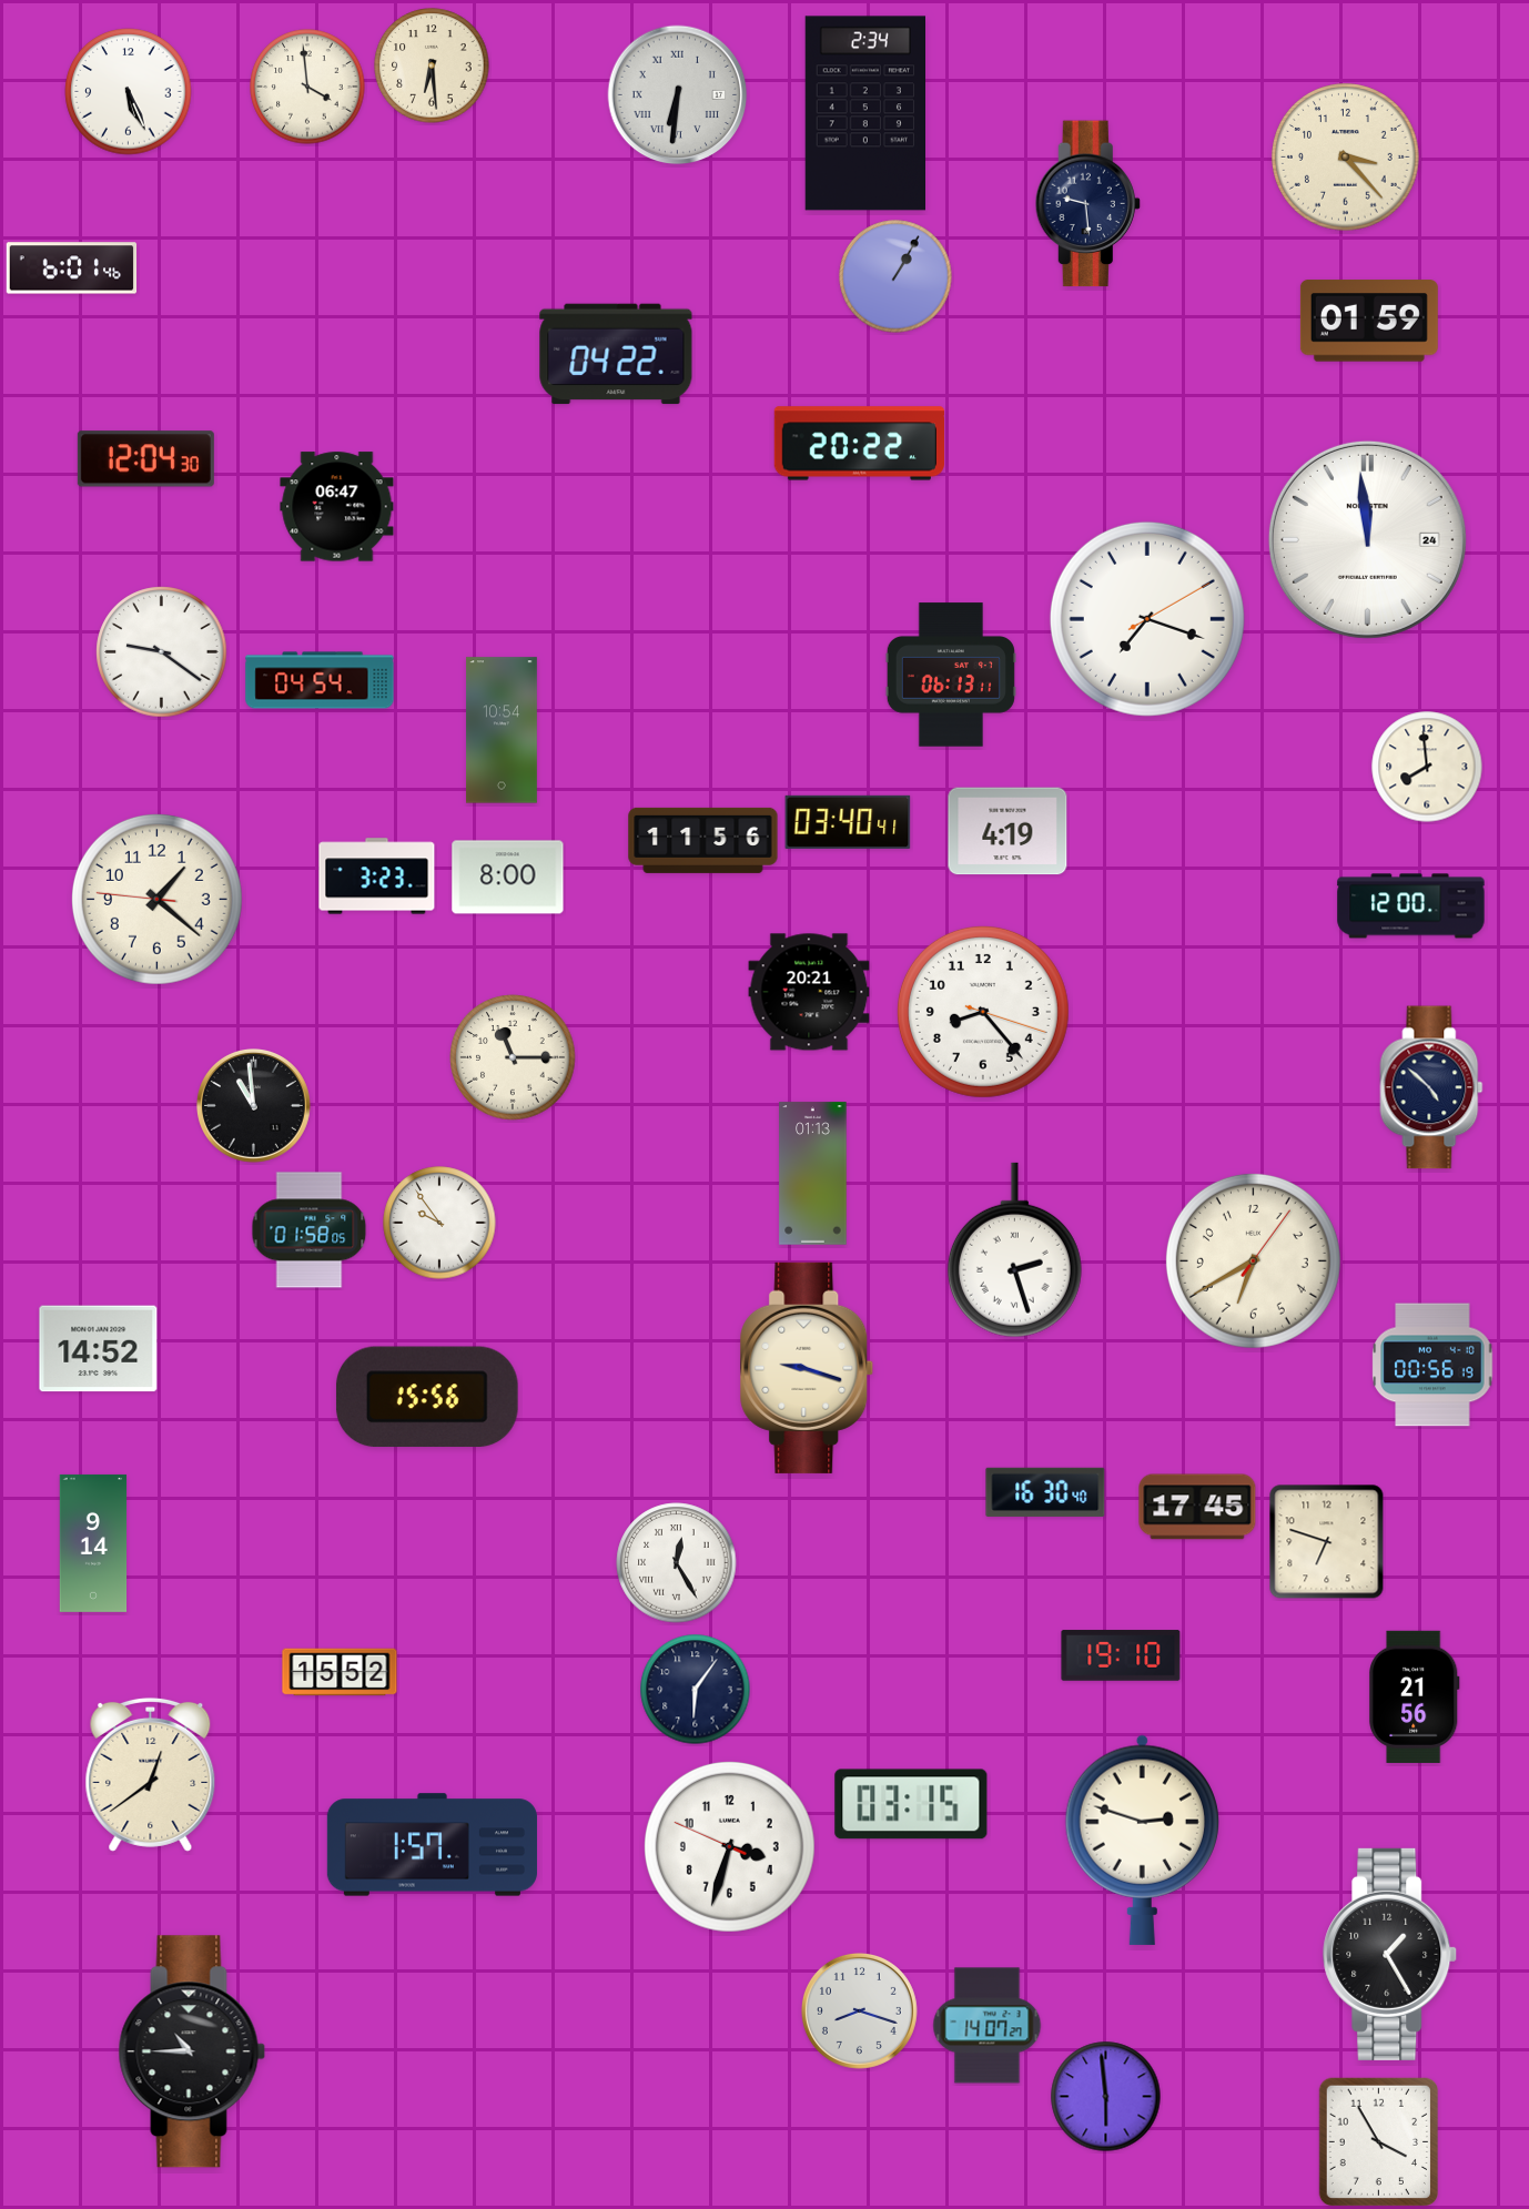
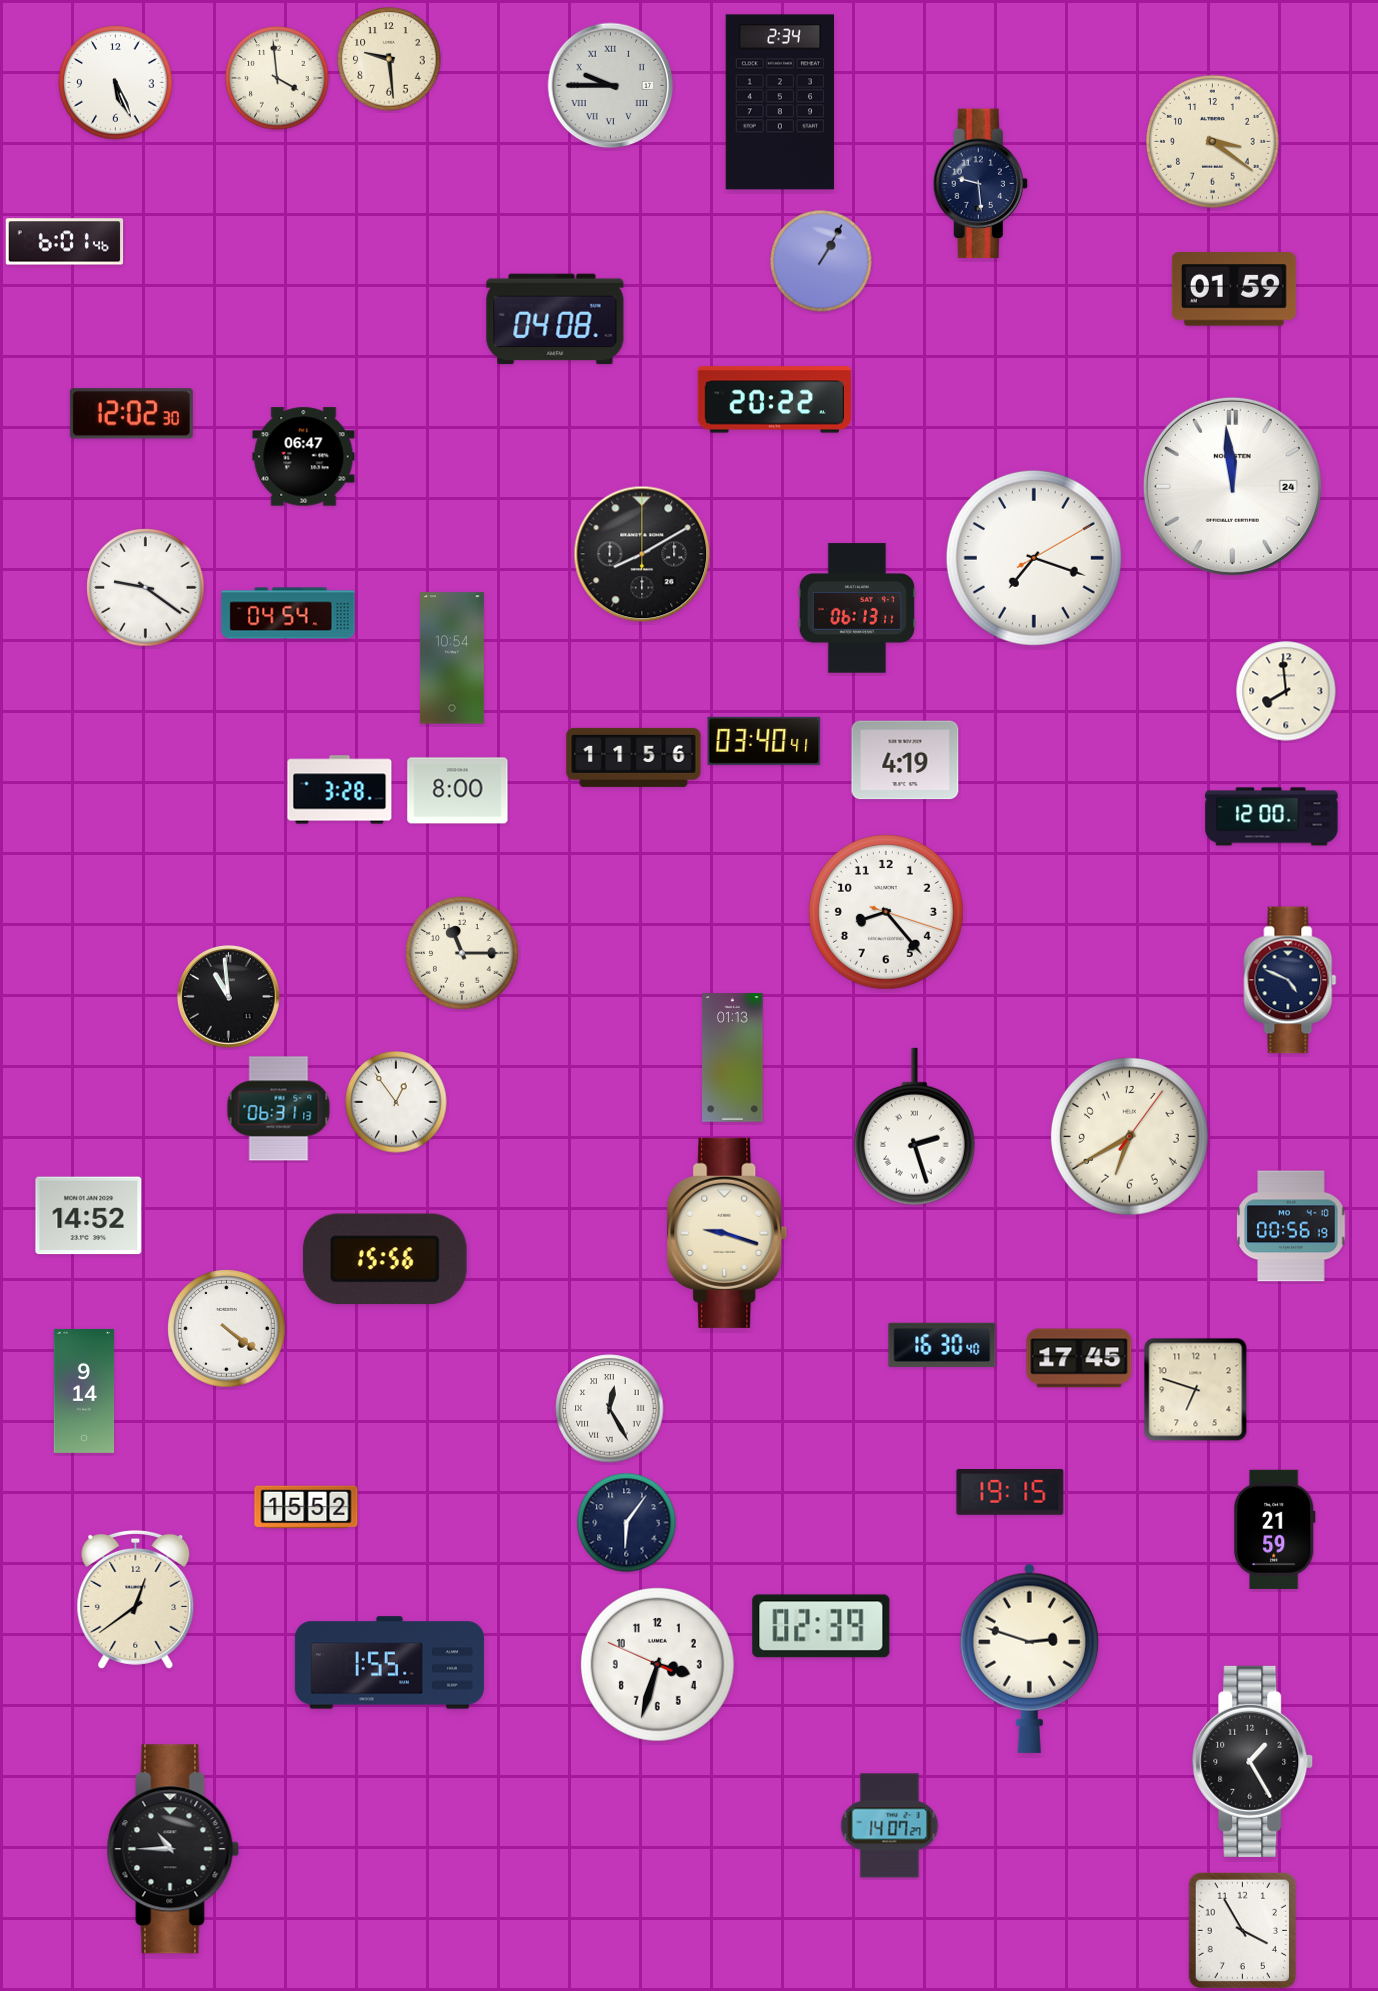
clock at (432, 65): 6:29 -> 9:29
clock at (678, 95): 6:31 -> 9:45
clock at (1346, 158): 3:23 -> 3:21
clock at (895, 276) position: (895, 276) -> (821, 261)
clock at (616, 354): 04:22 -> 04:08
clock at (145, 459): 12:04 -> 12:02
clock at (642, 554): none -> 8:10
clock at (1007, 831) position: (1007, 831) -> (905, 760)
clock at (377, 876): 3:23 -> 3:28
clock at (156, 899): 1:21 -> none
clock at (809, 992): 20:21 -> none
clock at (1431, 1087): 4:52 -> 4:49
clock at (439, 1223): 9:54 -> 12:54
clock at (310, 1230): 01:58 -> 06:31
clock at (1432, 1365) position: (1432, 1365) -> (1291, 1226)
clock at (227, 1329): none -> 4:21
clock at (1121, 1655): 19:10 -> 19:15
clock at (1415, 1696): 21:56 -> 21:59
clock at (911, 1804): 03:15 -> 02:39
clock at (432, 1845): 1:57 -> 1:55
clock at (859, 2010): 8:18 -> none
clock at (1106, 2097): 5:59 -> none
